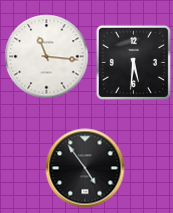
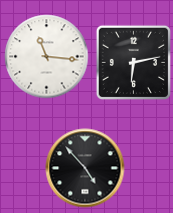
clock at (133, 62): 5:31 -> 6:13
clock at (85, 168): 4:54 -> 4:53
